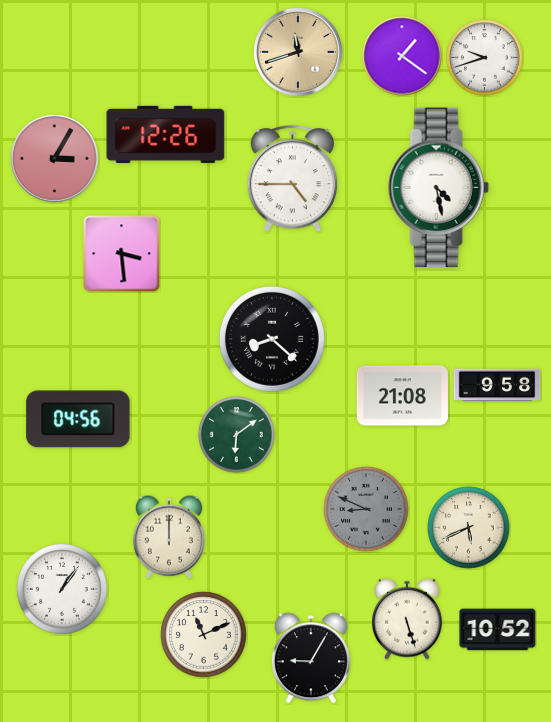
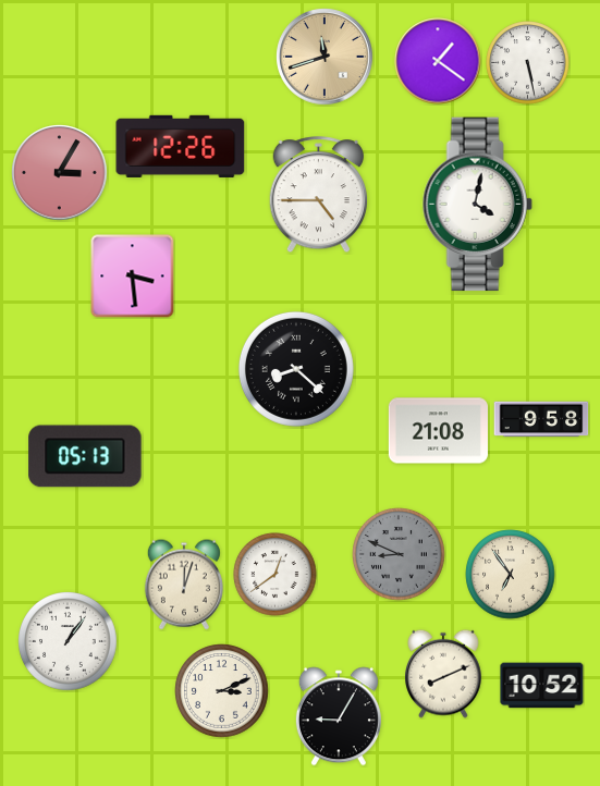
clock at (485, 58): 9:42 -> 5:28
clock at (438, 188): 4:28 -> 4:02
clock at (78, 419): 04:56 -> 05:13
clock at (237, 435): 6:09 -> none
clock at (275, 575): none -> 12:39
clock at (469, 528): 5:41 -> 6:54
clock at (169, 537): 12:00 -> 12:03
clock at (408, 619): 5:27 -> 8:11
clock at (204, 635): 11:11 -> 3:11
